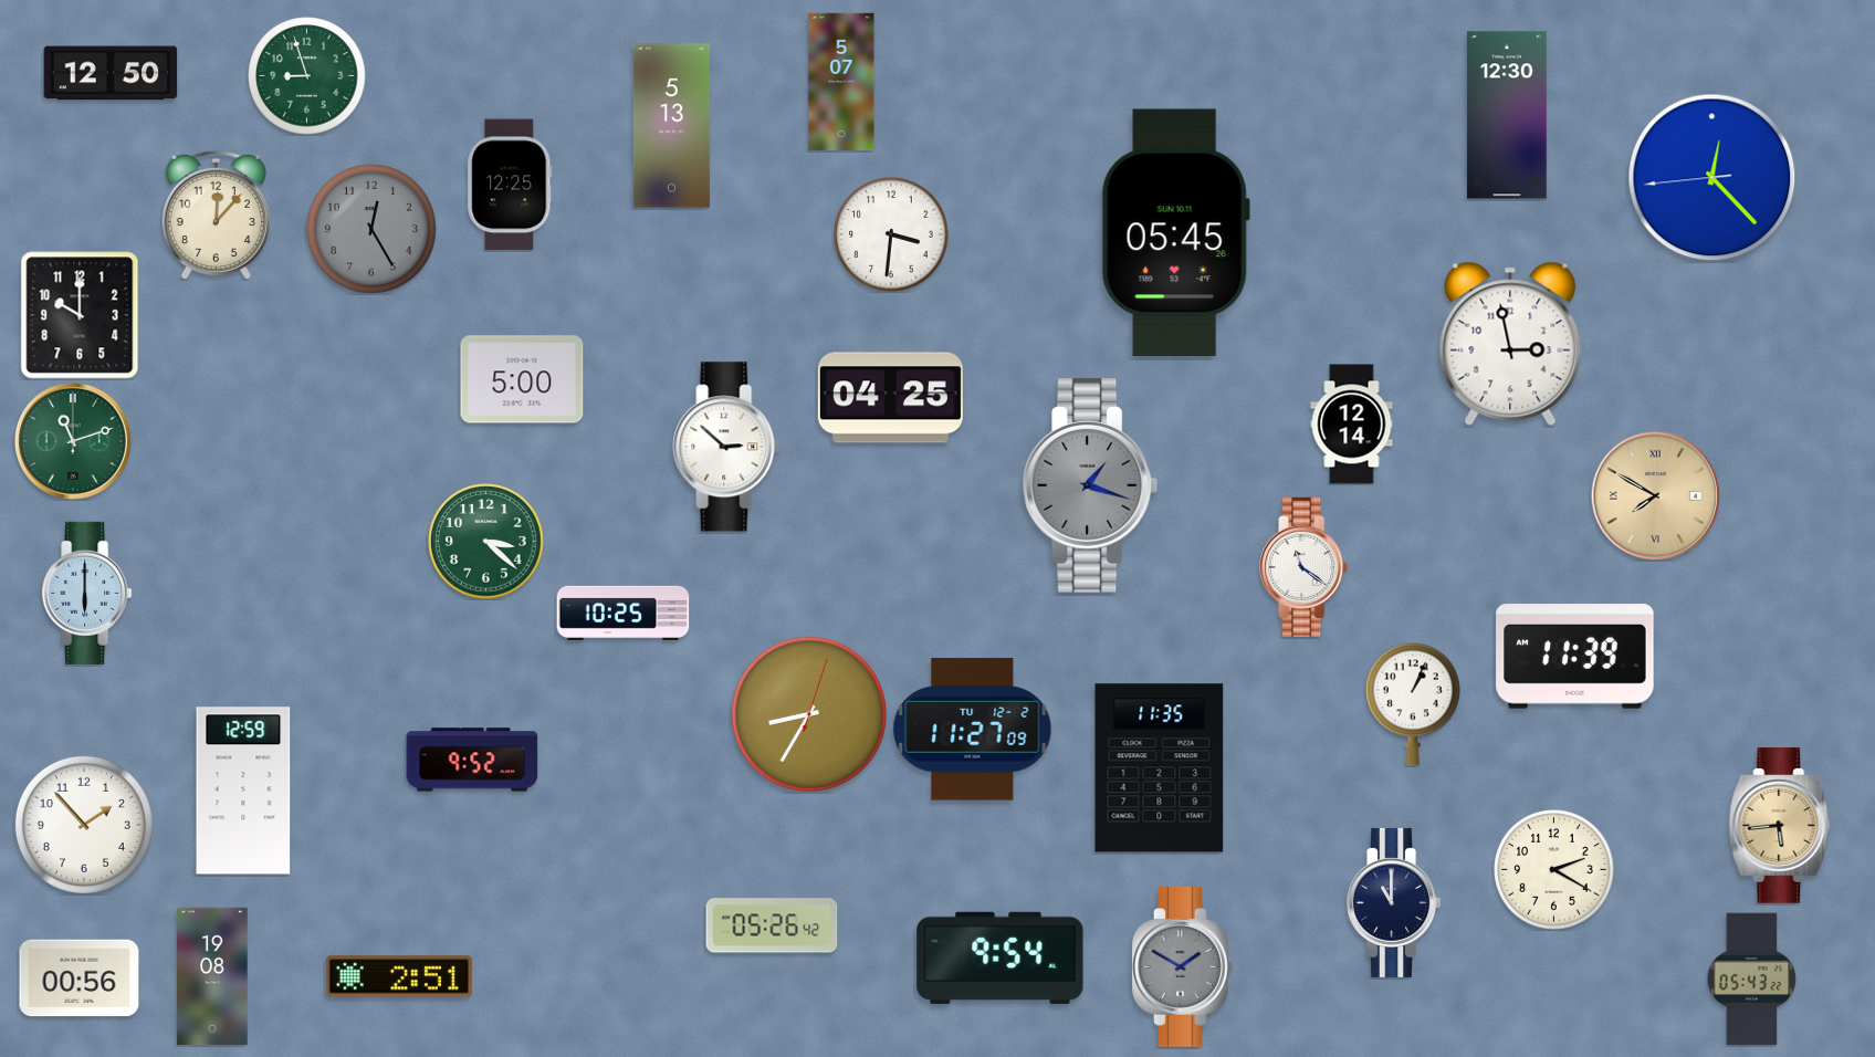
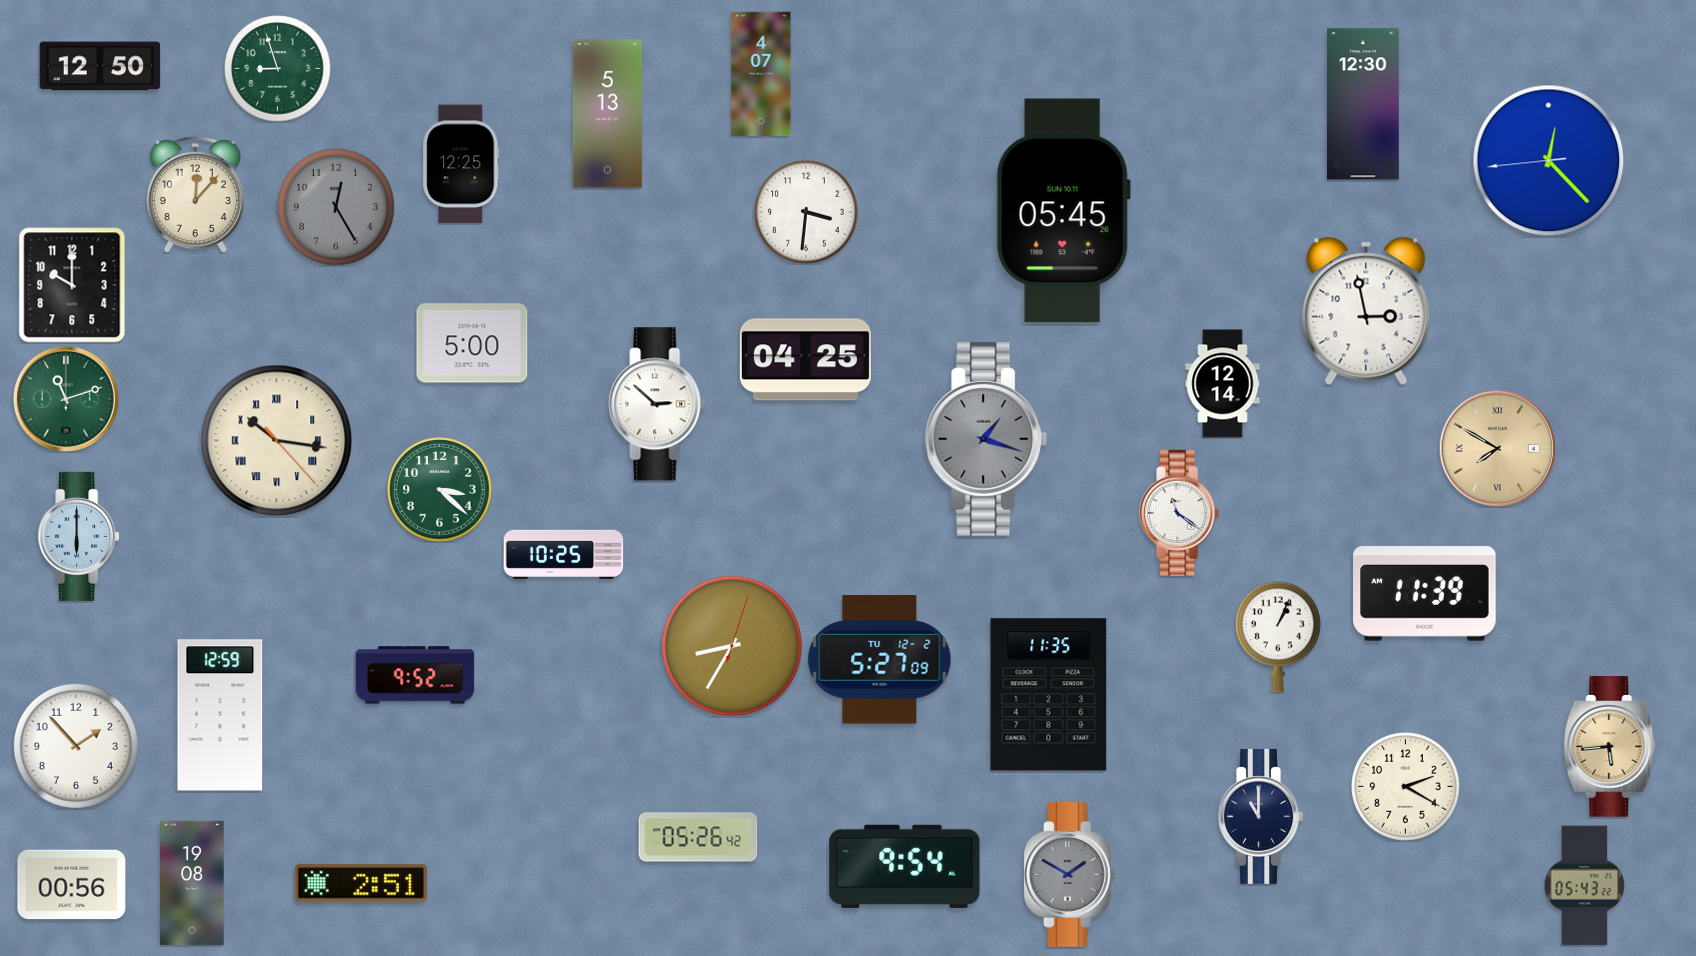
clock at (841, 82): 5:07 -> 4:07
clock at (510, 185) position: (510, 185) -> (461, 164)
clock at (277, 441): none -> 10:16
clock at (973, 730): 11:27 -> 5:27
clock at (472, 760) position: (472, 760) -> (415, 675)
